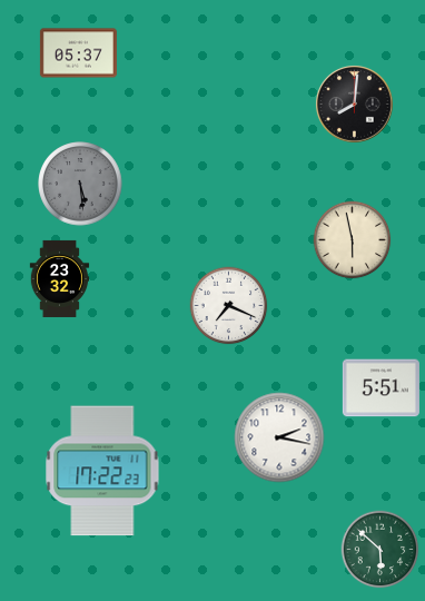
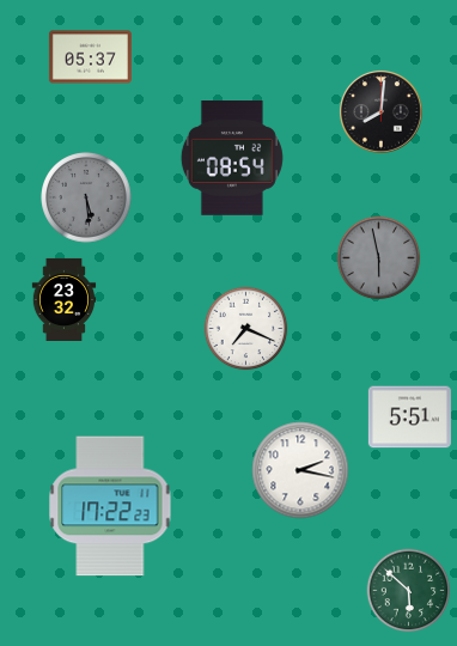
clock at (78, 53) position: (78, 53) -> (90, 57)
clock at (232, 159): none -> 08:54
clock at (353, 240) dial: cream -> grey
